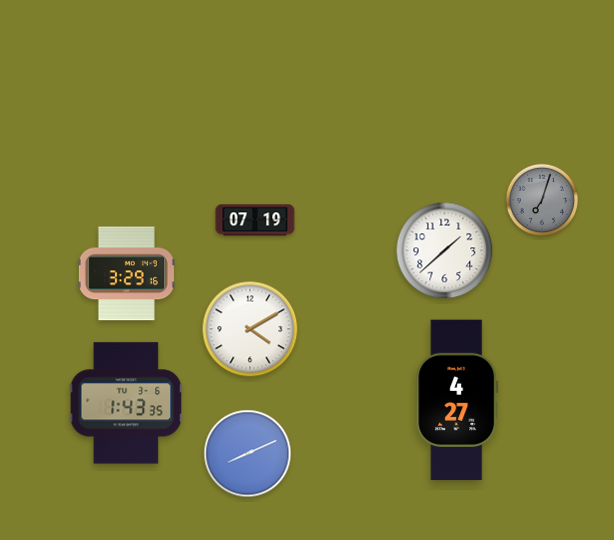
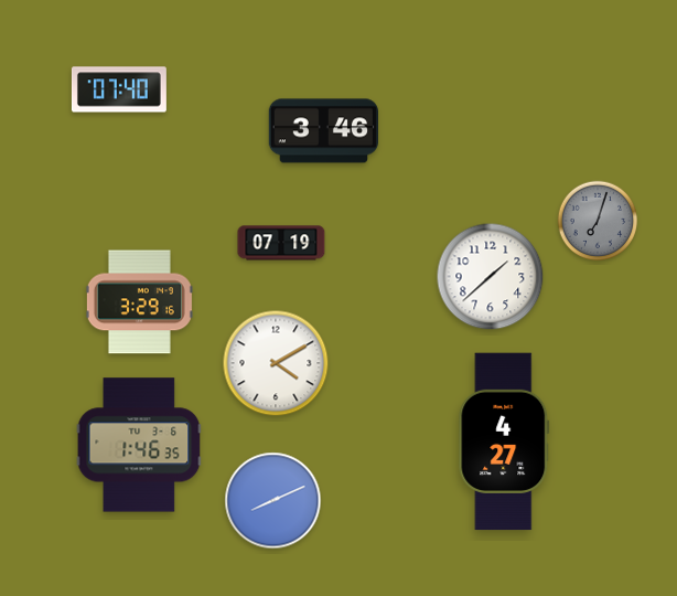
clock at (119, 89): none -> 07:40
clock at (323, 131): none -> 3:46
clock at (126, 403): 1:43 -> 1:46
